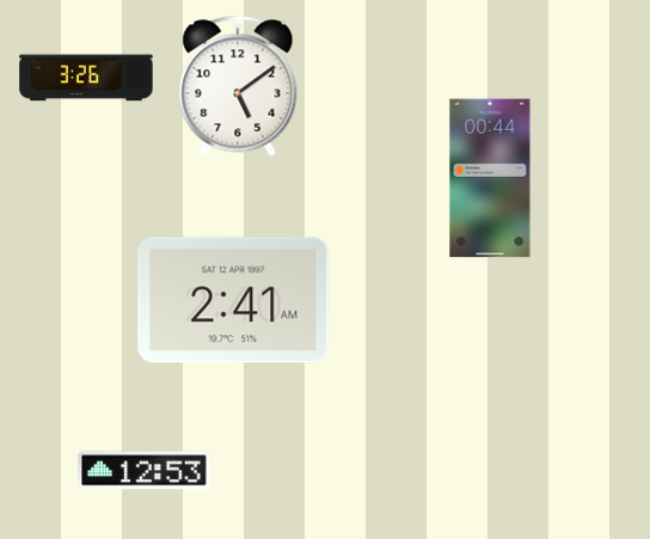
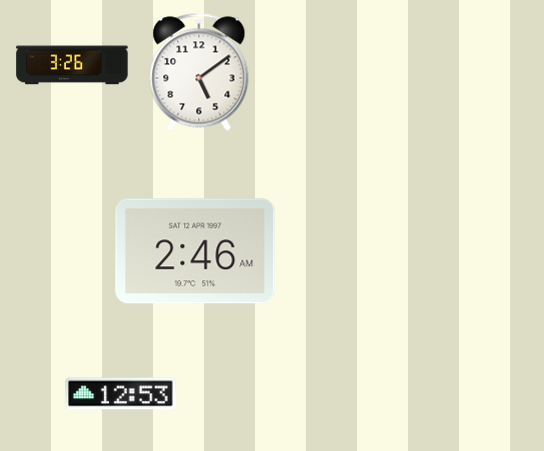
clock at (490, 178): 00:44 -> none
clock at (233, 300): 2:41 -> 2:46
